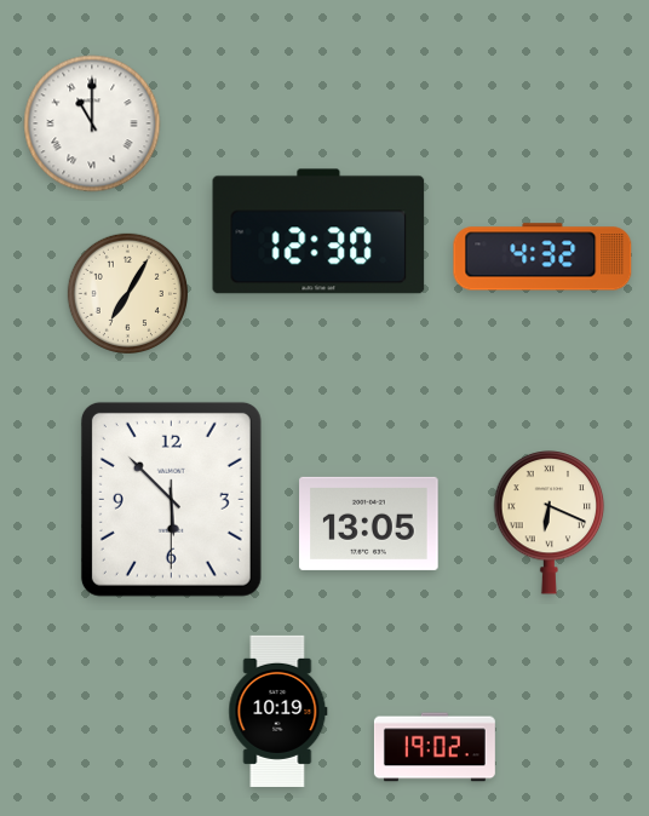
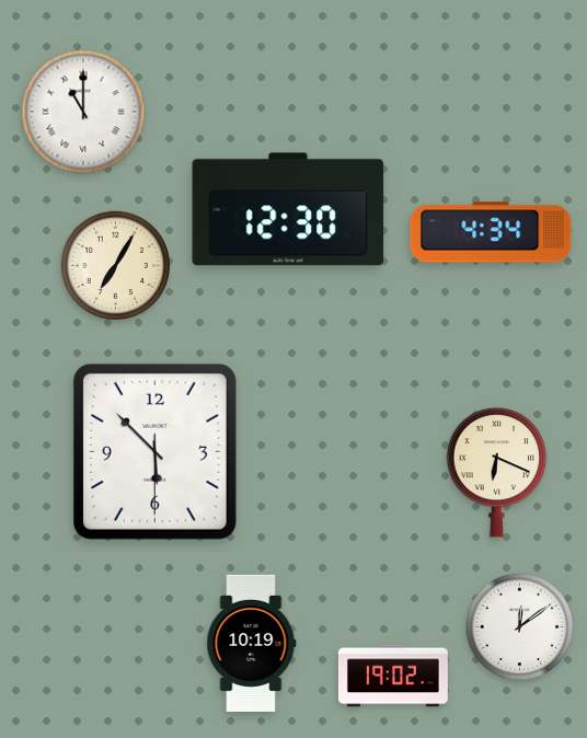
clock at (542, 257): 4:32 -> 4:34
clock at (369, 523): 13:05 -> none
clock at (520, 627): none -> 12:09
